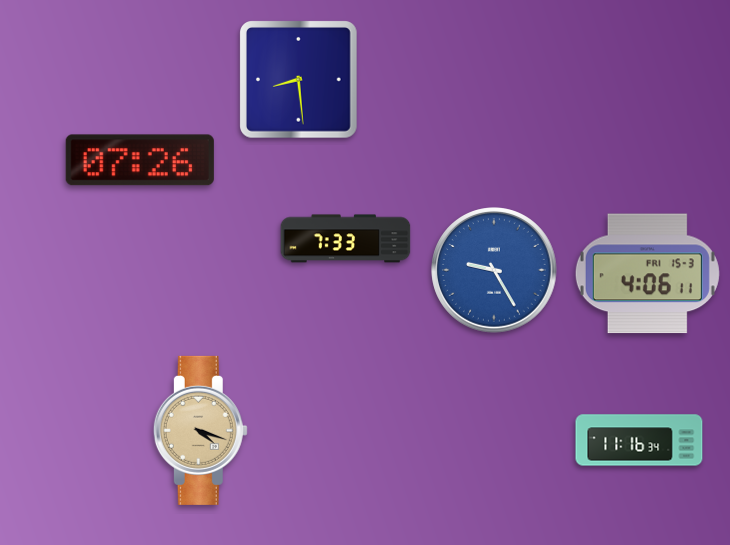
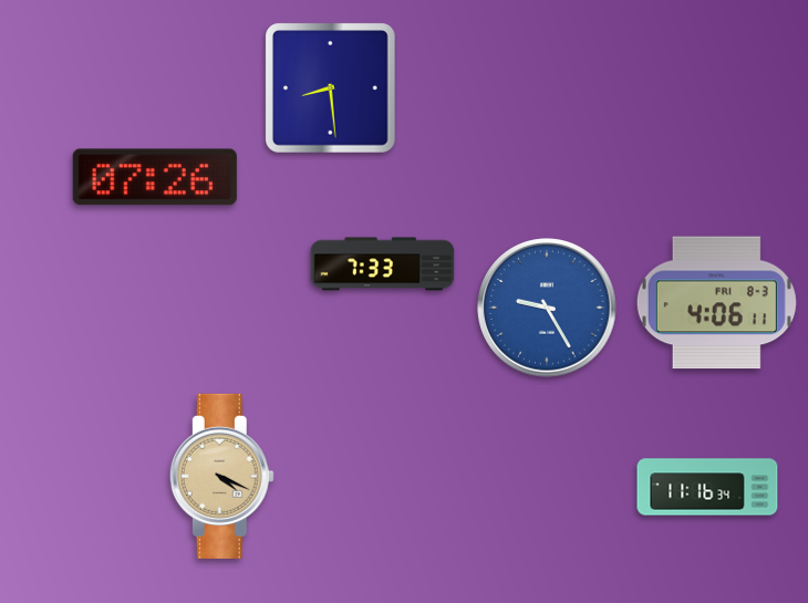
clock at (494, 270) position: (494, 270) -> (547, 308)
clock at (647, 274) date: FRI 15-3 -> FRI 8-3
clock at (200, 430): 4:18 -> 4:19
